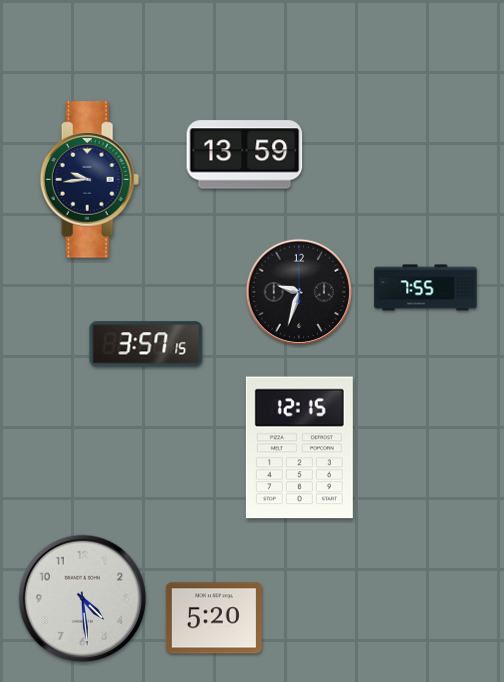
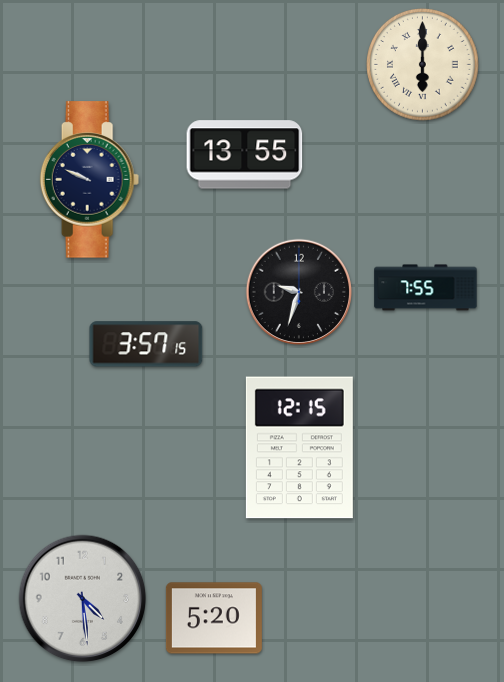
clock at (423, 65): none -> 6:00
clock at (245, 155): 13:59 -> 13:55
clock at (90, 180): 9:44 -> 9:49
